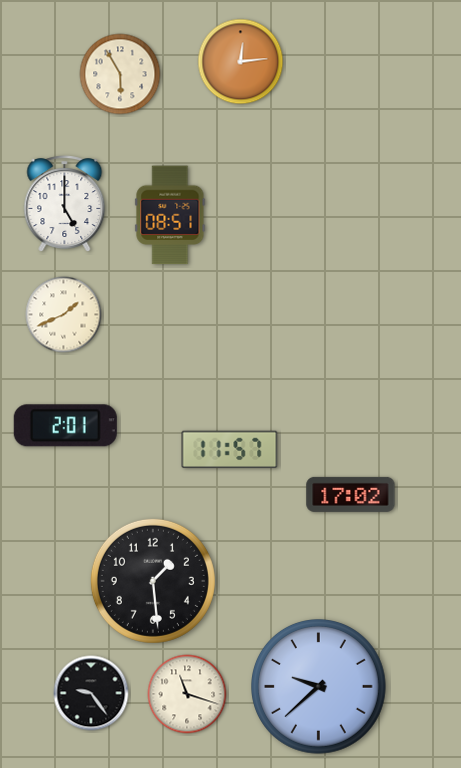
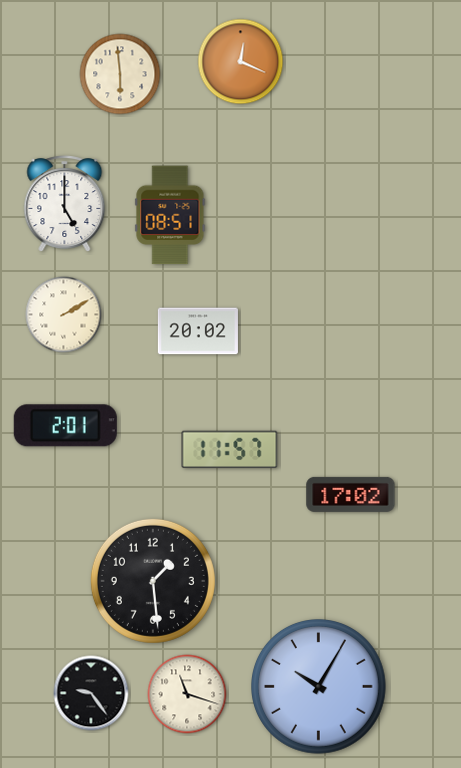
clock at (241, 62): 12:14 -> 12:19
clock at (120, 74): 5:55 -> 5:59
clock at (64, 315): 1:41 -> 2:10
clock at (198, 331): none -> 20:02
clock at (319, 687): 9:38 -> 10:05
